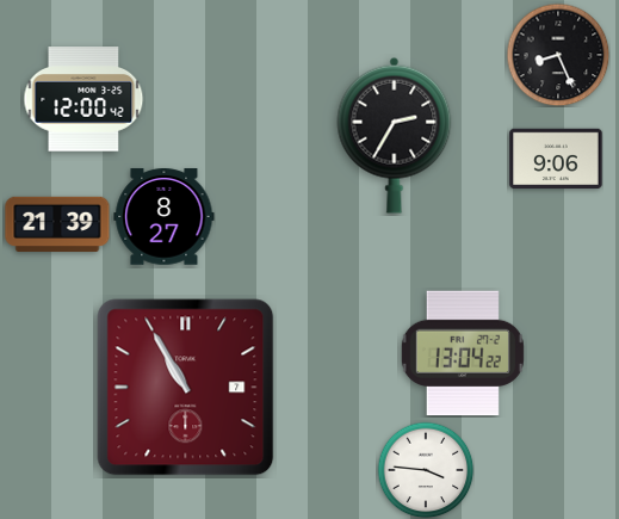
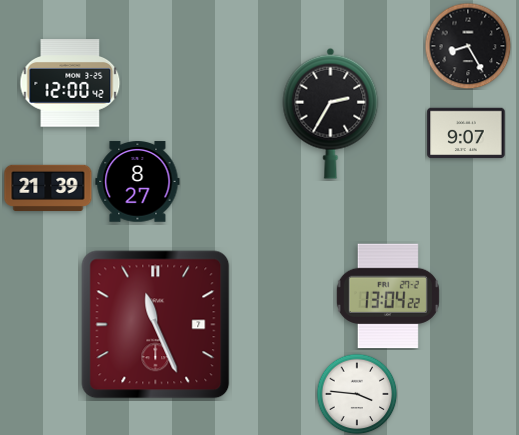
clock at (558, 55): 8:26 -> 8:25
clock at (556, 159): 9:06 -> 9:07
clock at (186, 388): 10:55 -> 11:26
